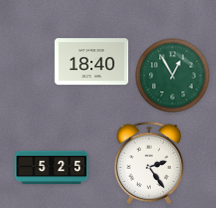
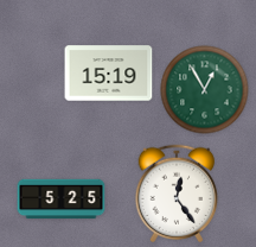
clock at (92, 62): 18:40 -> 15:19
clock at (149, 162): 2:24 -> 12:24
